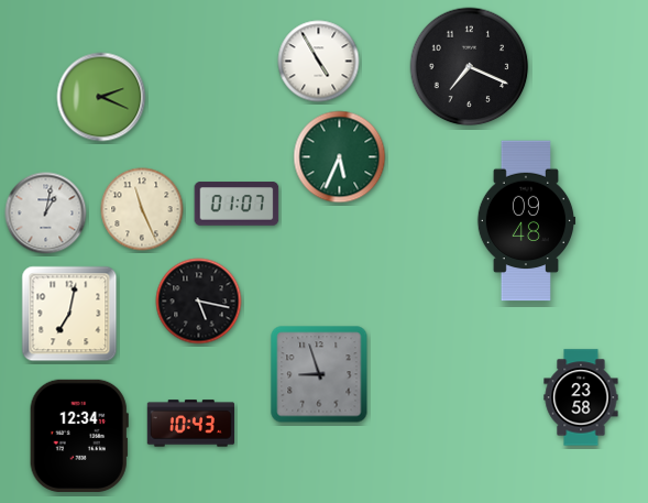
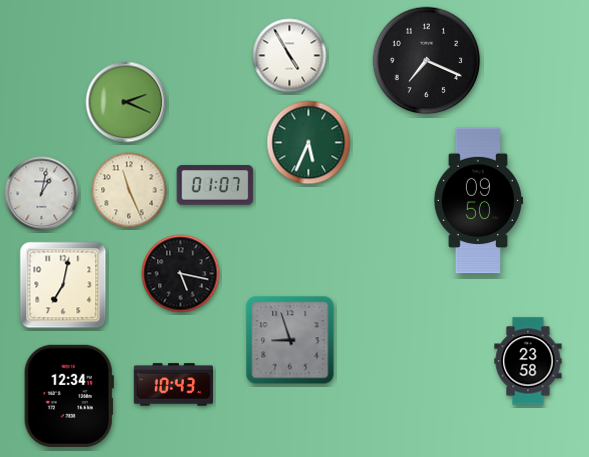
clock at (101, 97) position: (101, 97) -> (126, 102)
clock at (526, 221): 09:48 -> 09:50
clock at (79, 436) position: (79, 436) -> (69, 396)
